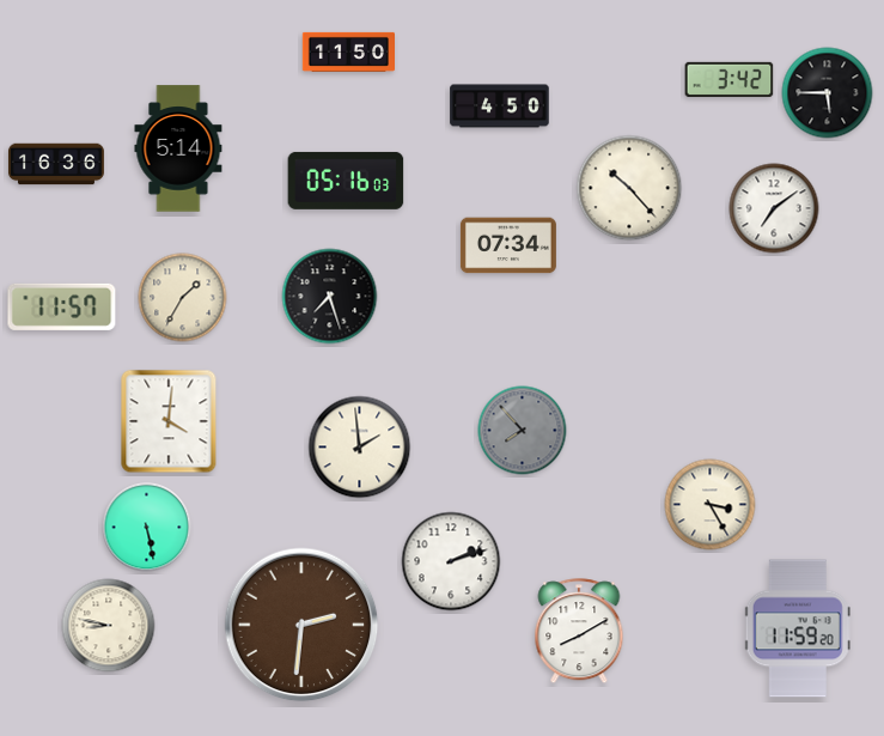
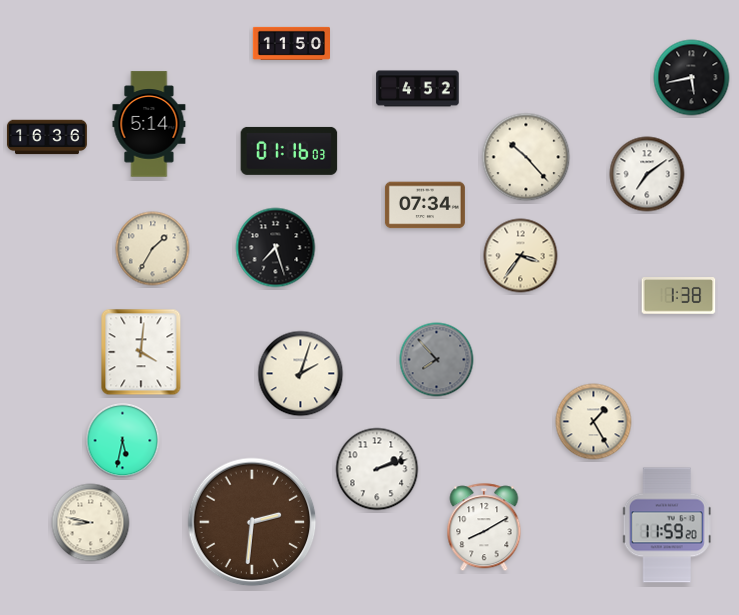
clock at (730, 79): 3:42 -> none
clock at (828, 93): 5:45 -> 5:43
clock at (500, 107): 4:50 -> 4:52
clock at (346, 181): 05:16 -> 01:16
clock at (62, 306): 11:57 -> none
clock at (521, 256): none -> 3:36
clock at (679, 296): none -> 1:38
clock at (360, 448): 1:59 -> 2:03
clock at (711, 505): 3:25 -> 1:25
clock at (147, 528): 5:28 -> 5:32
